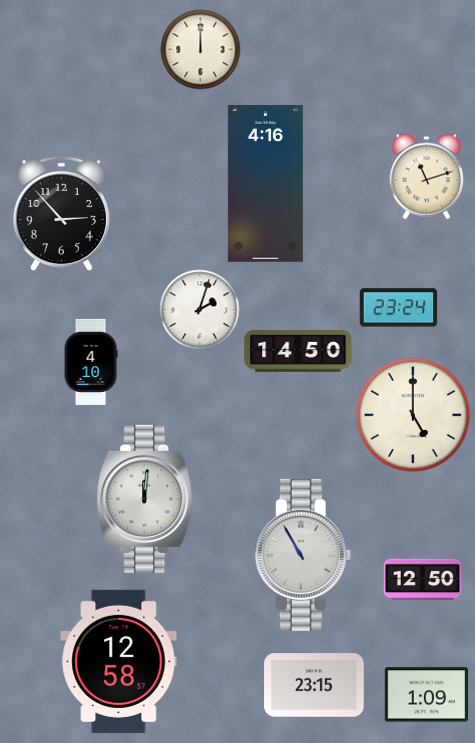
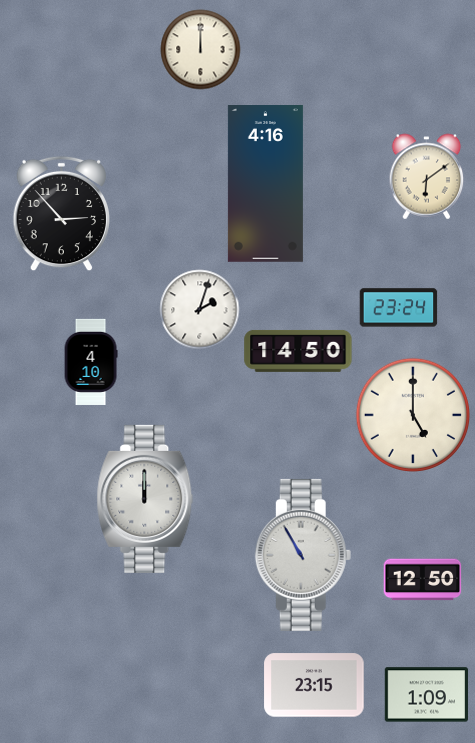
clock at (427, 176): 11:12 -> 6:09
clock at (145, 499): 12:01 -> 12:00
clock at (119, 661): 12:58 -> none
